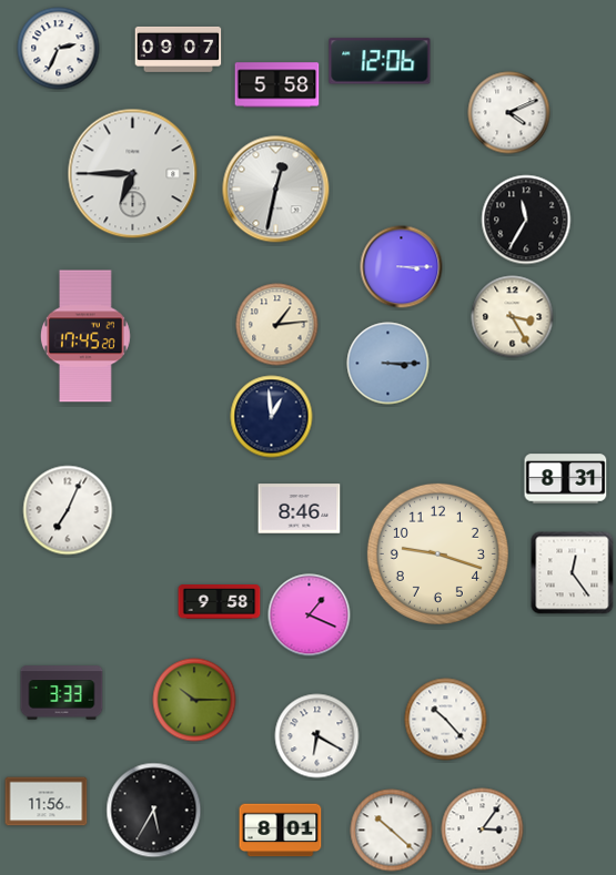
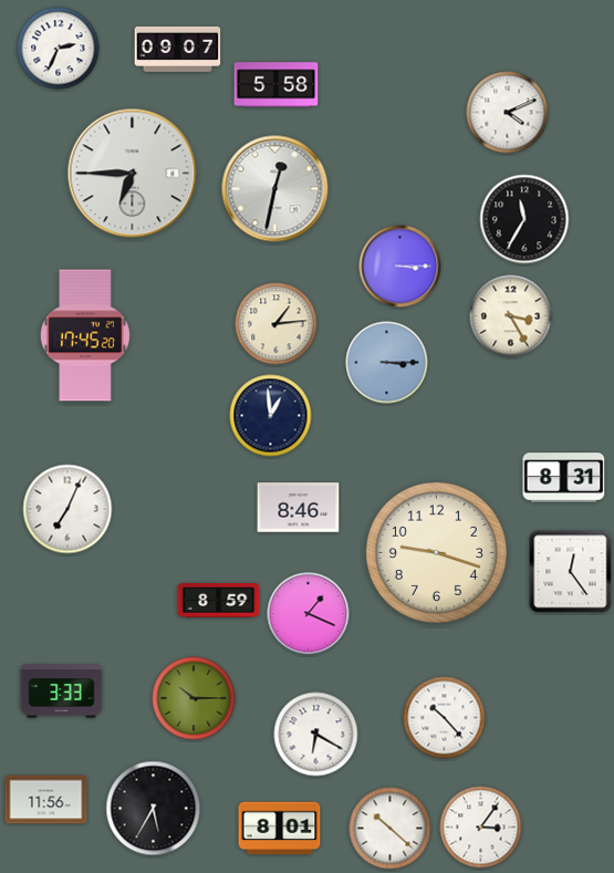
clock at (380, 61): 12:06 -> none
clock at (220, 602): 9:58 -> 8:59
